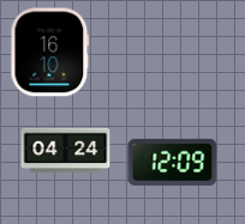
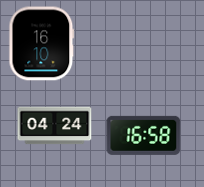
clock at (173, 162): 12:09 -> 16:58
